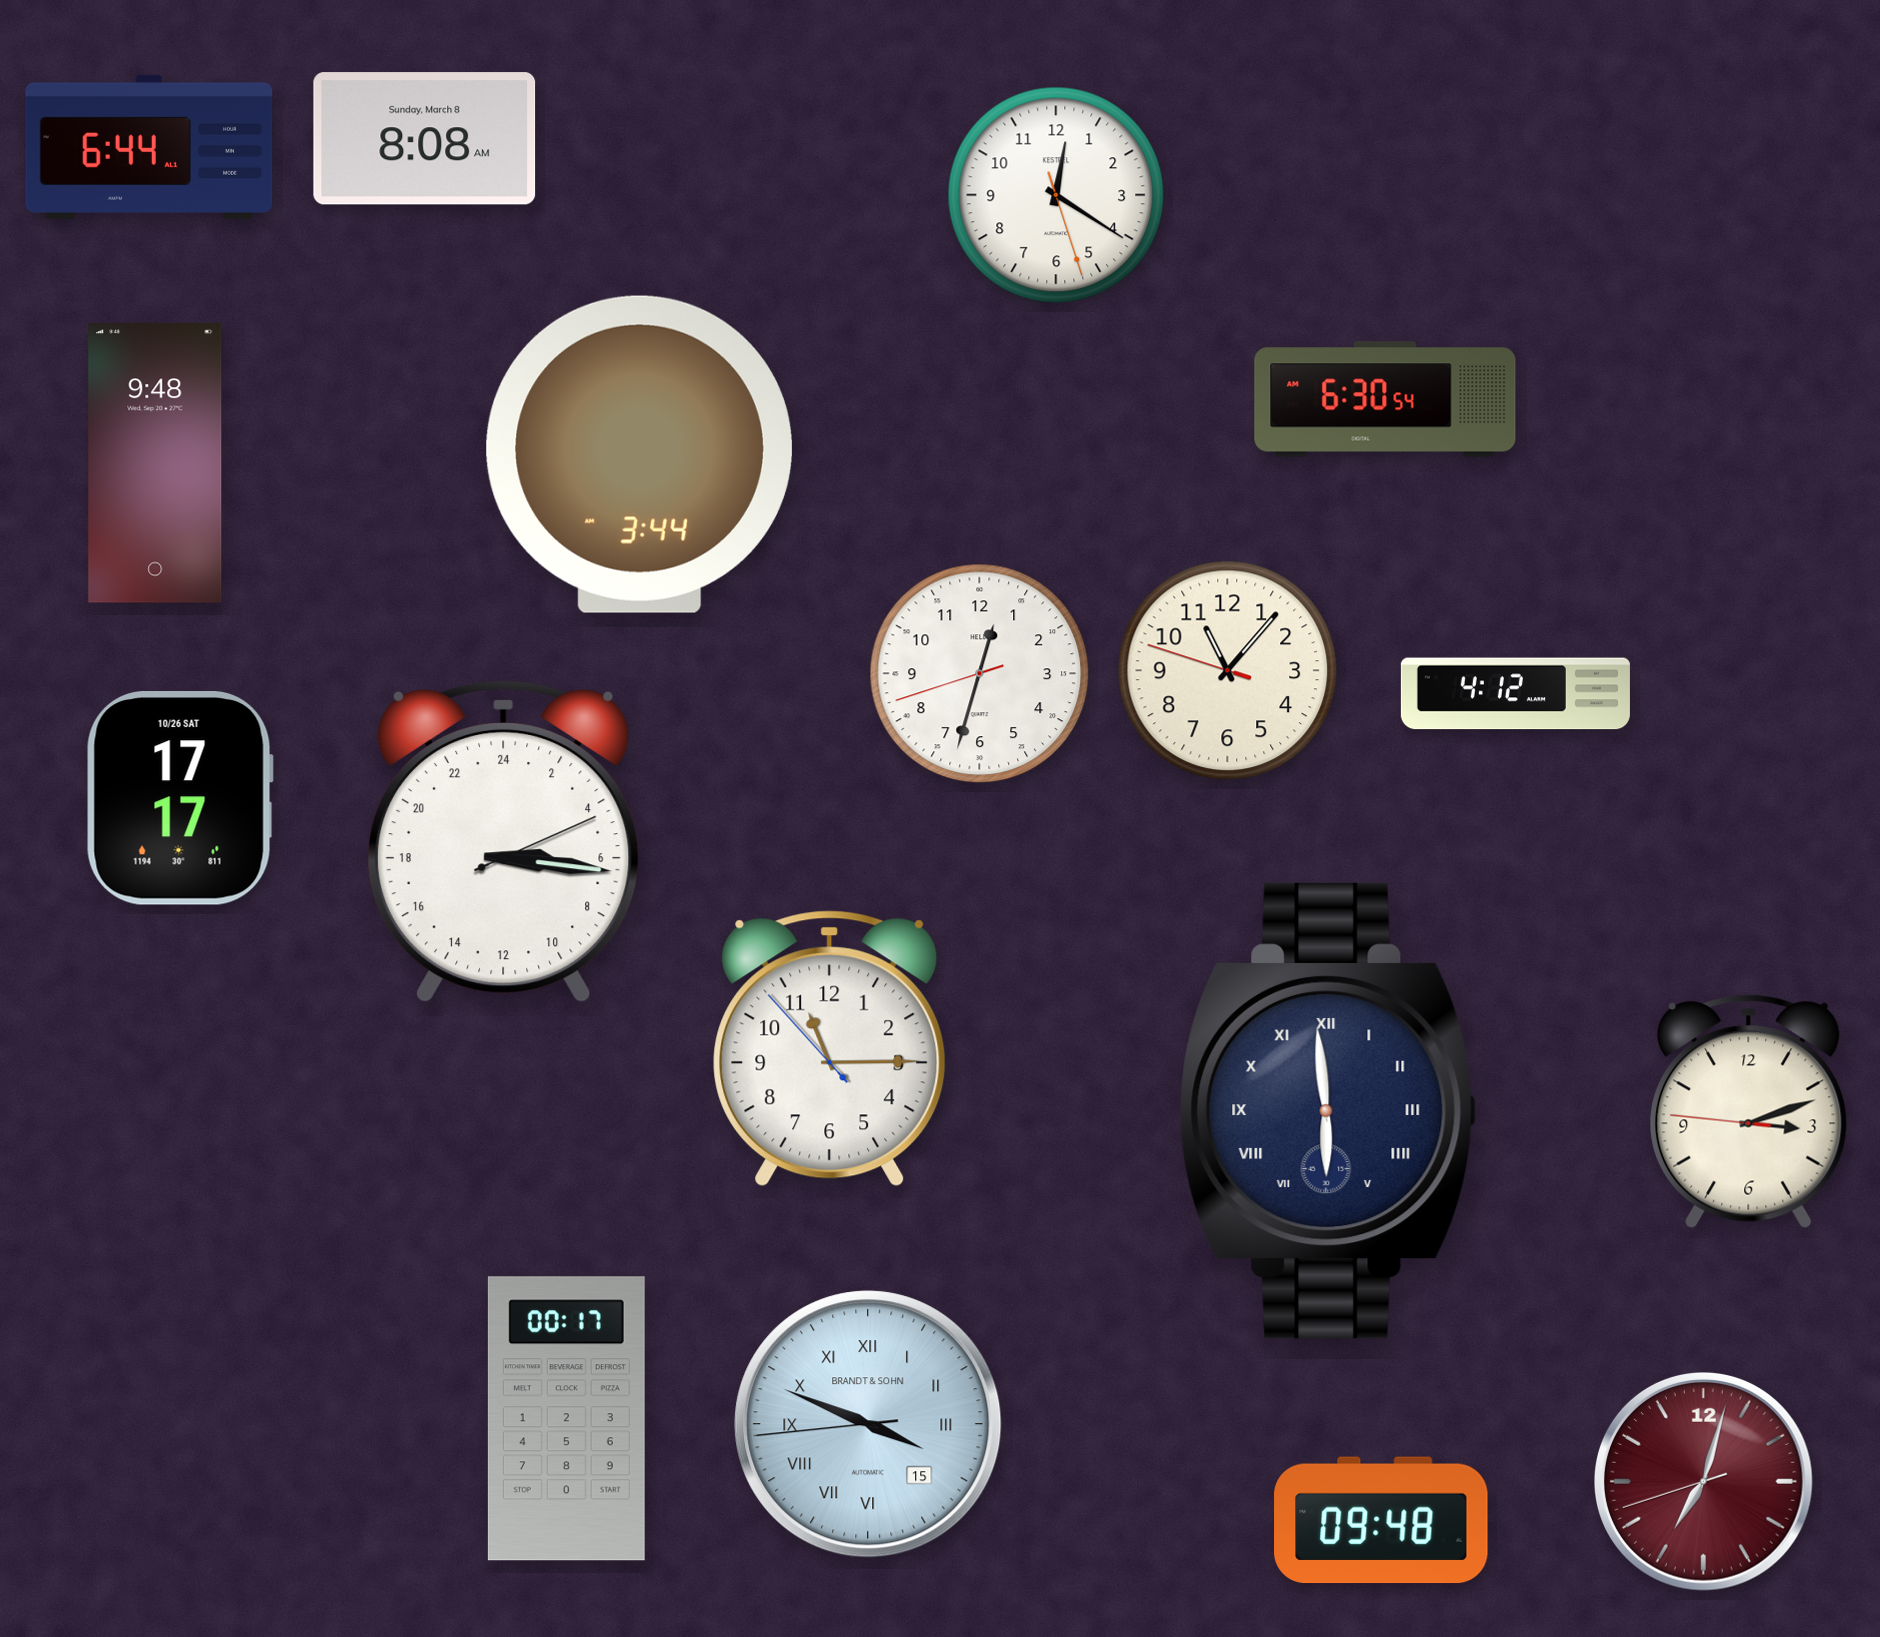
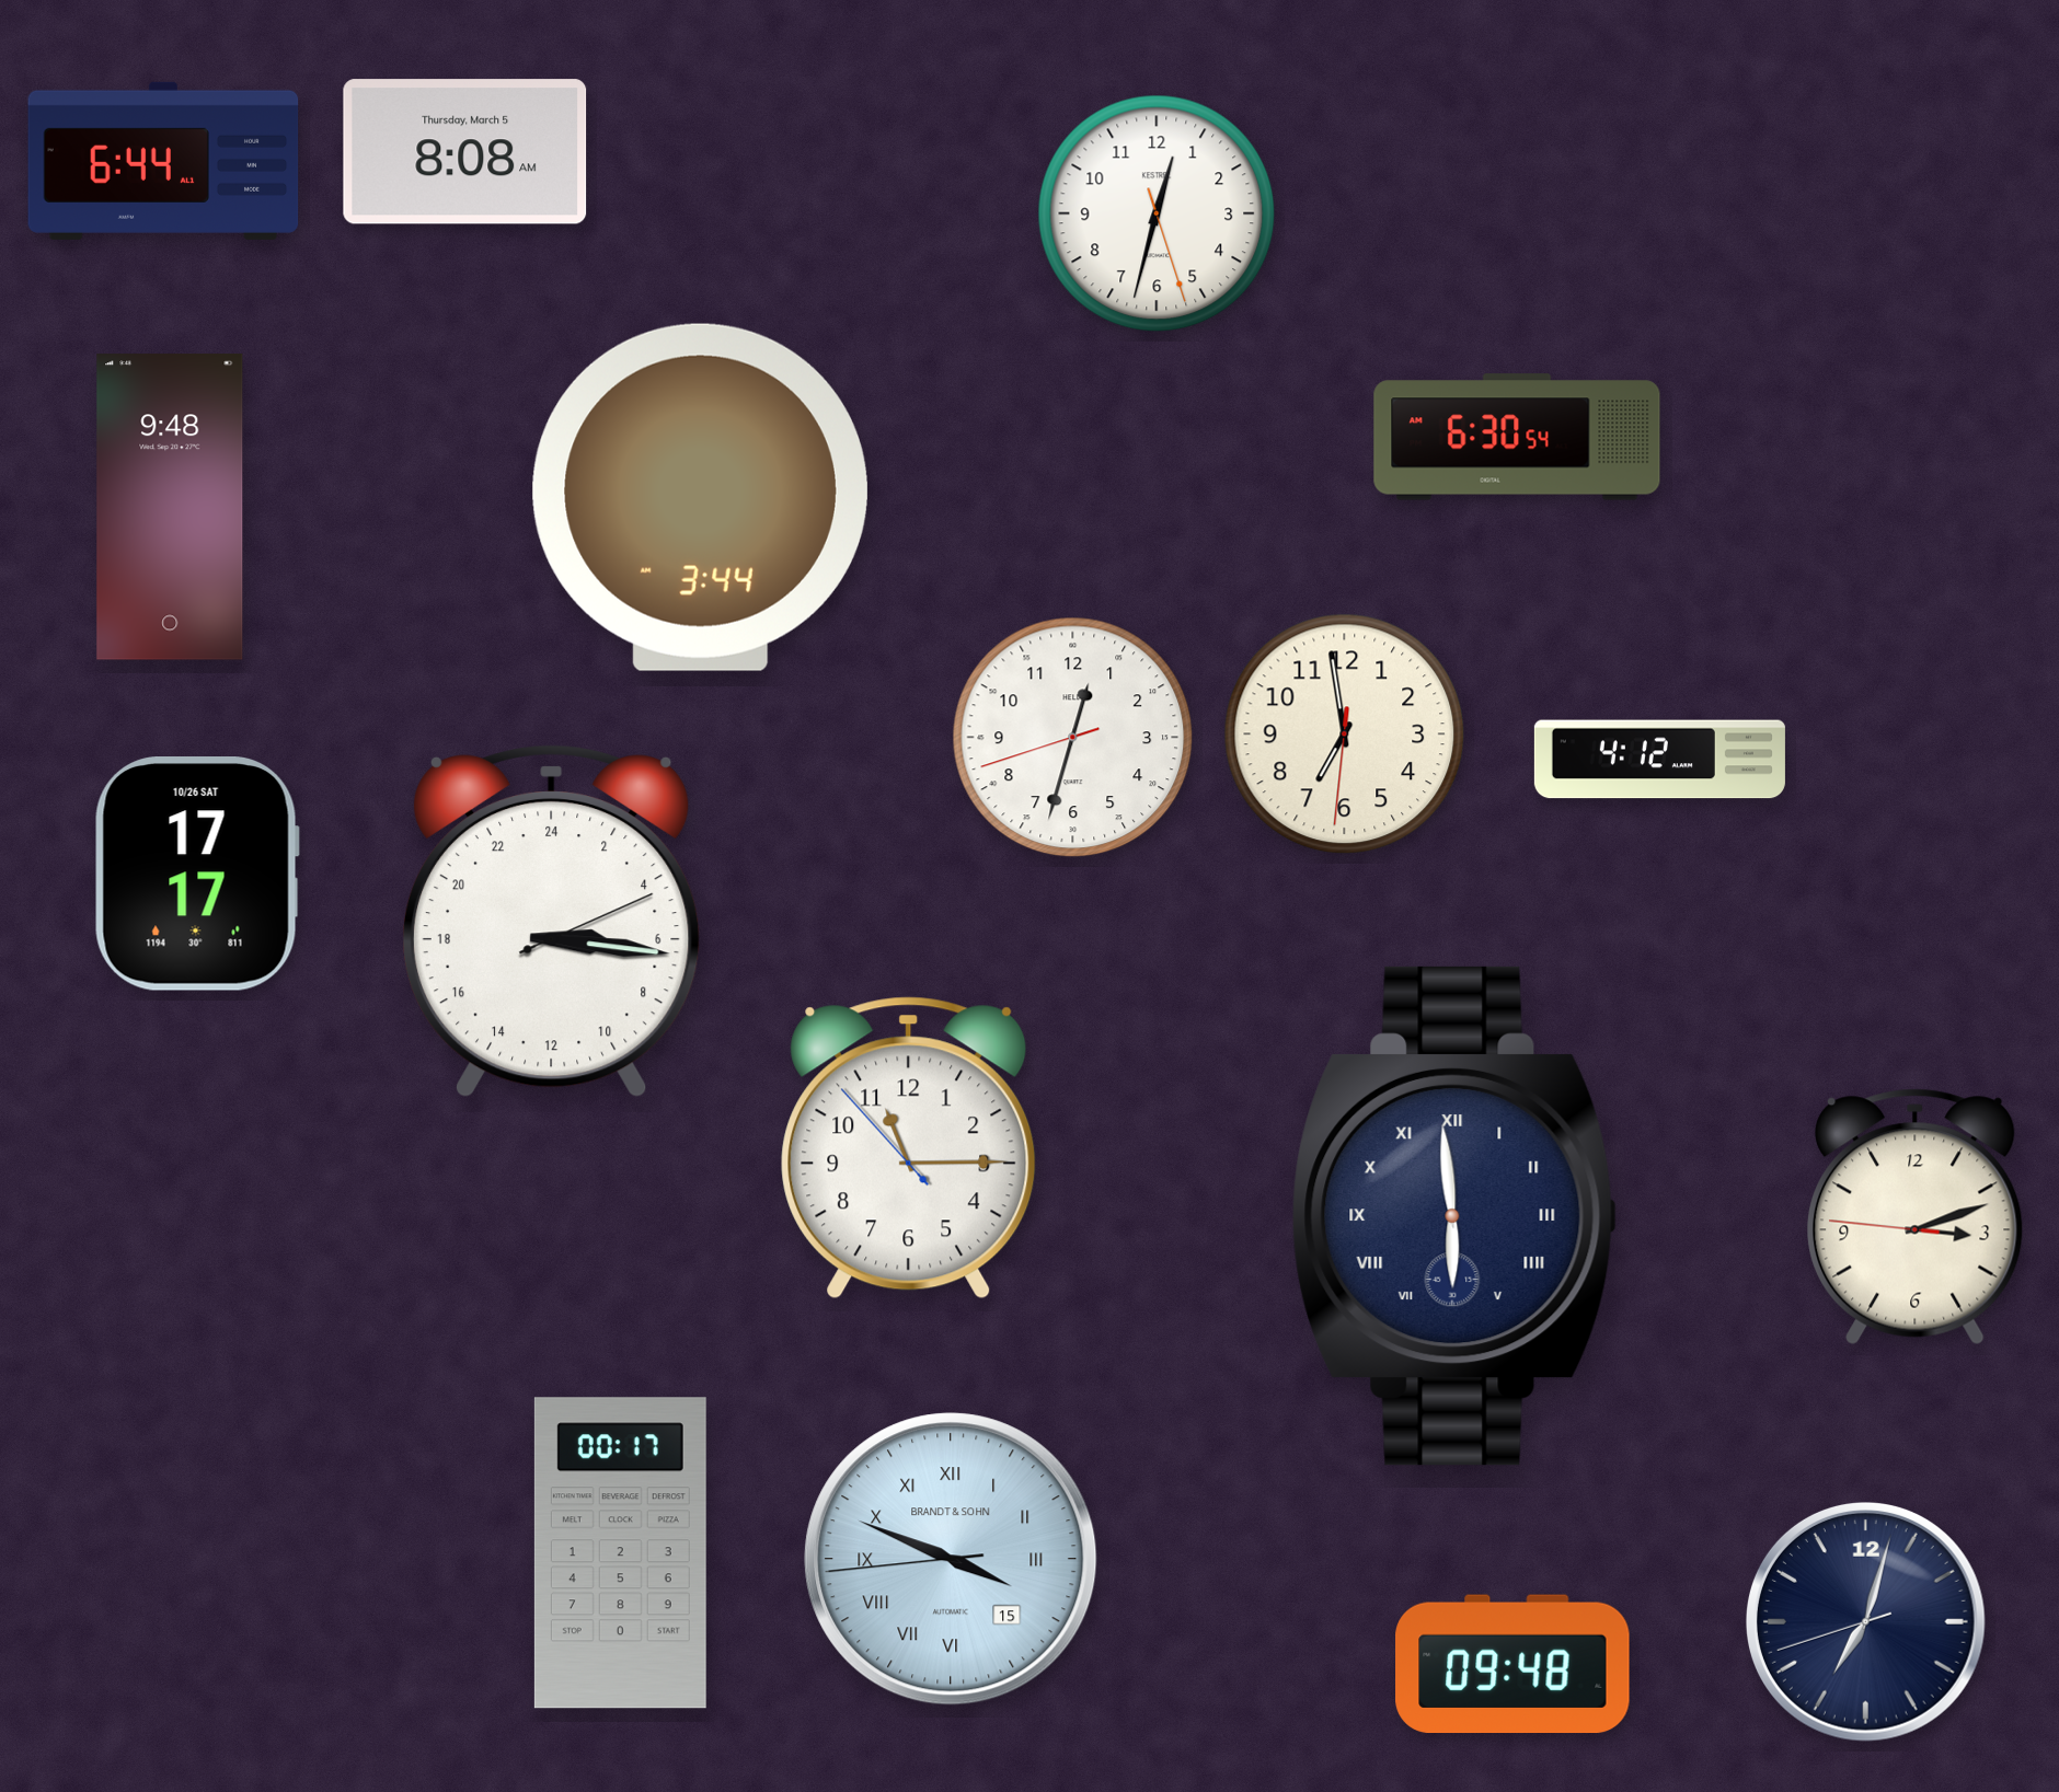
clock at (425, 139) date: Sunday, March 8 -> Thursday, March 5
clock at (1056, 195): 12:20 -> 12:32
clock at (1228, 671): 11:06 -> 6:58
clock at (1703, 1481) dial: burgundy -> navy
